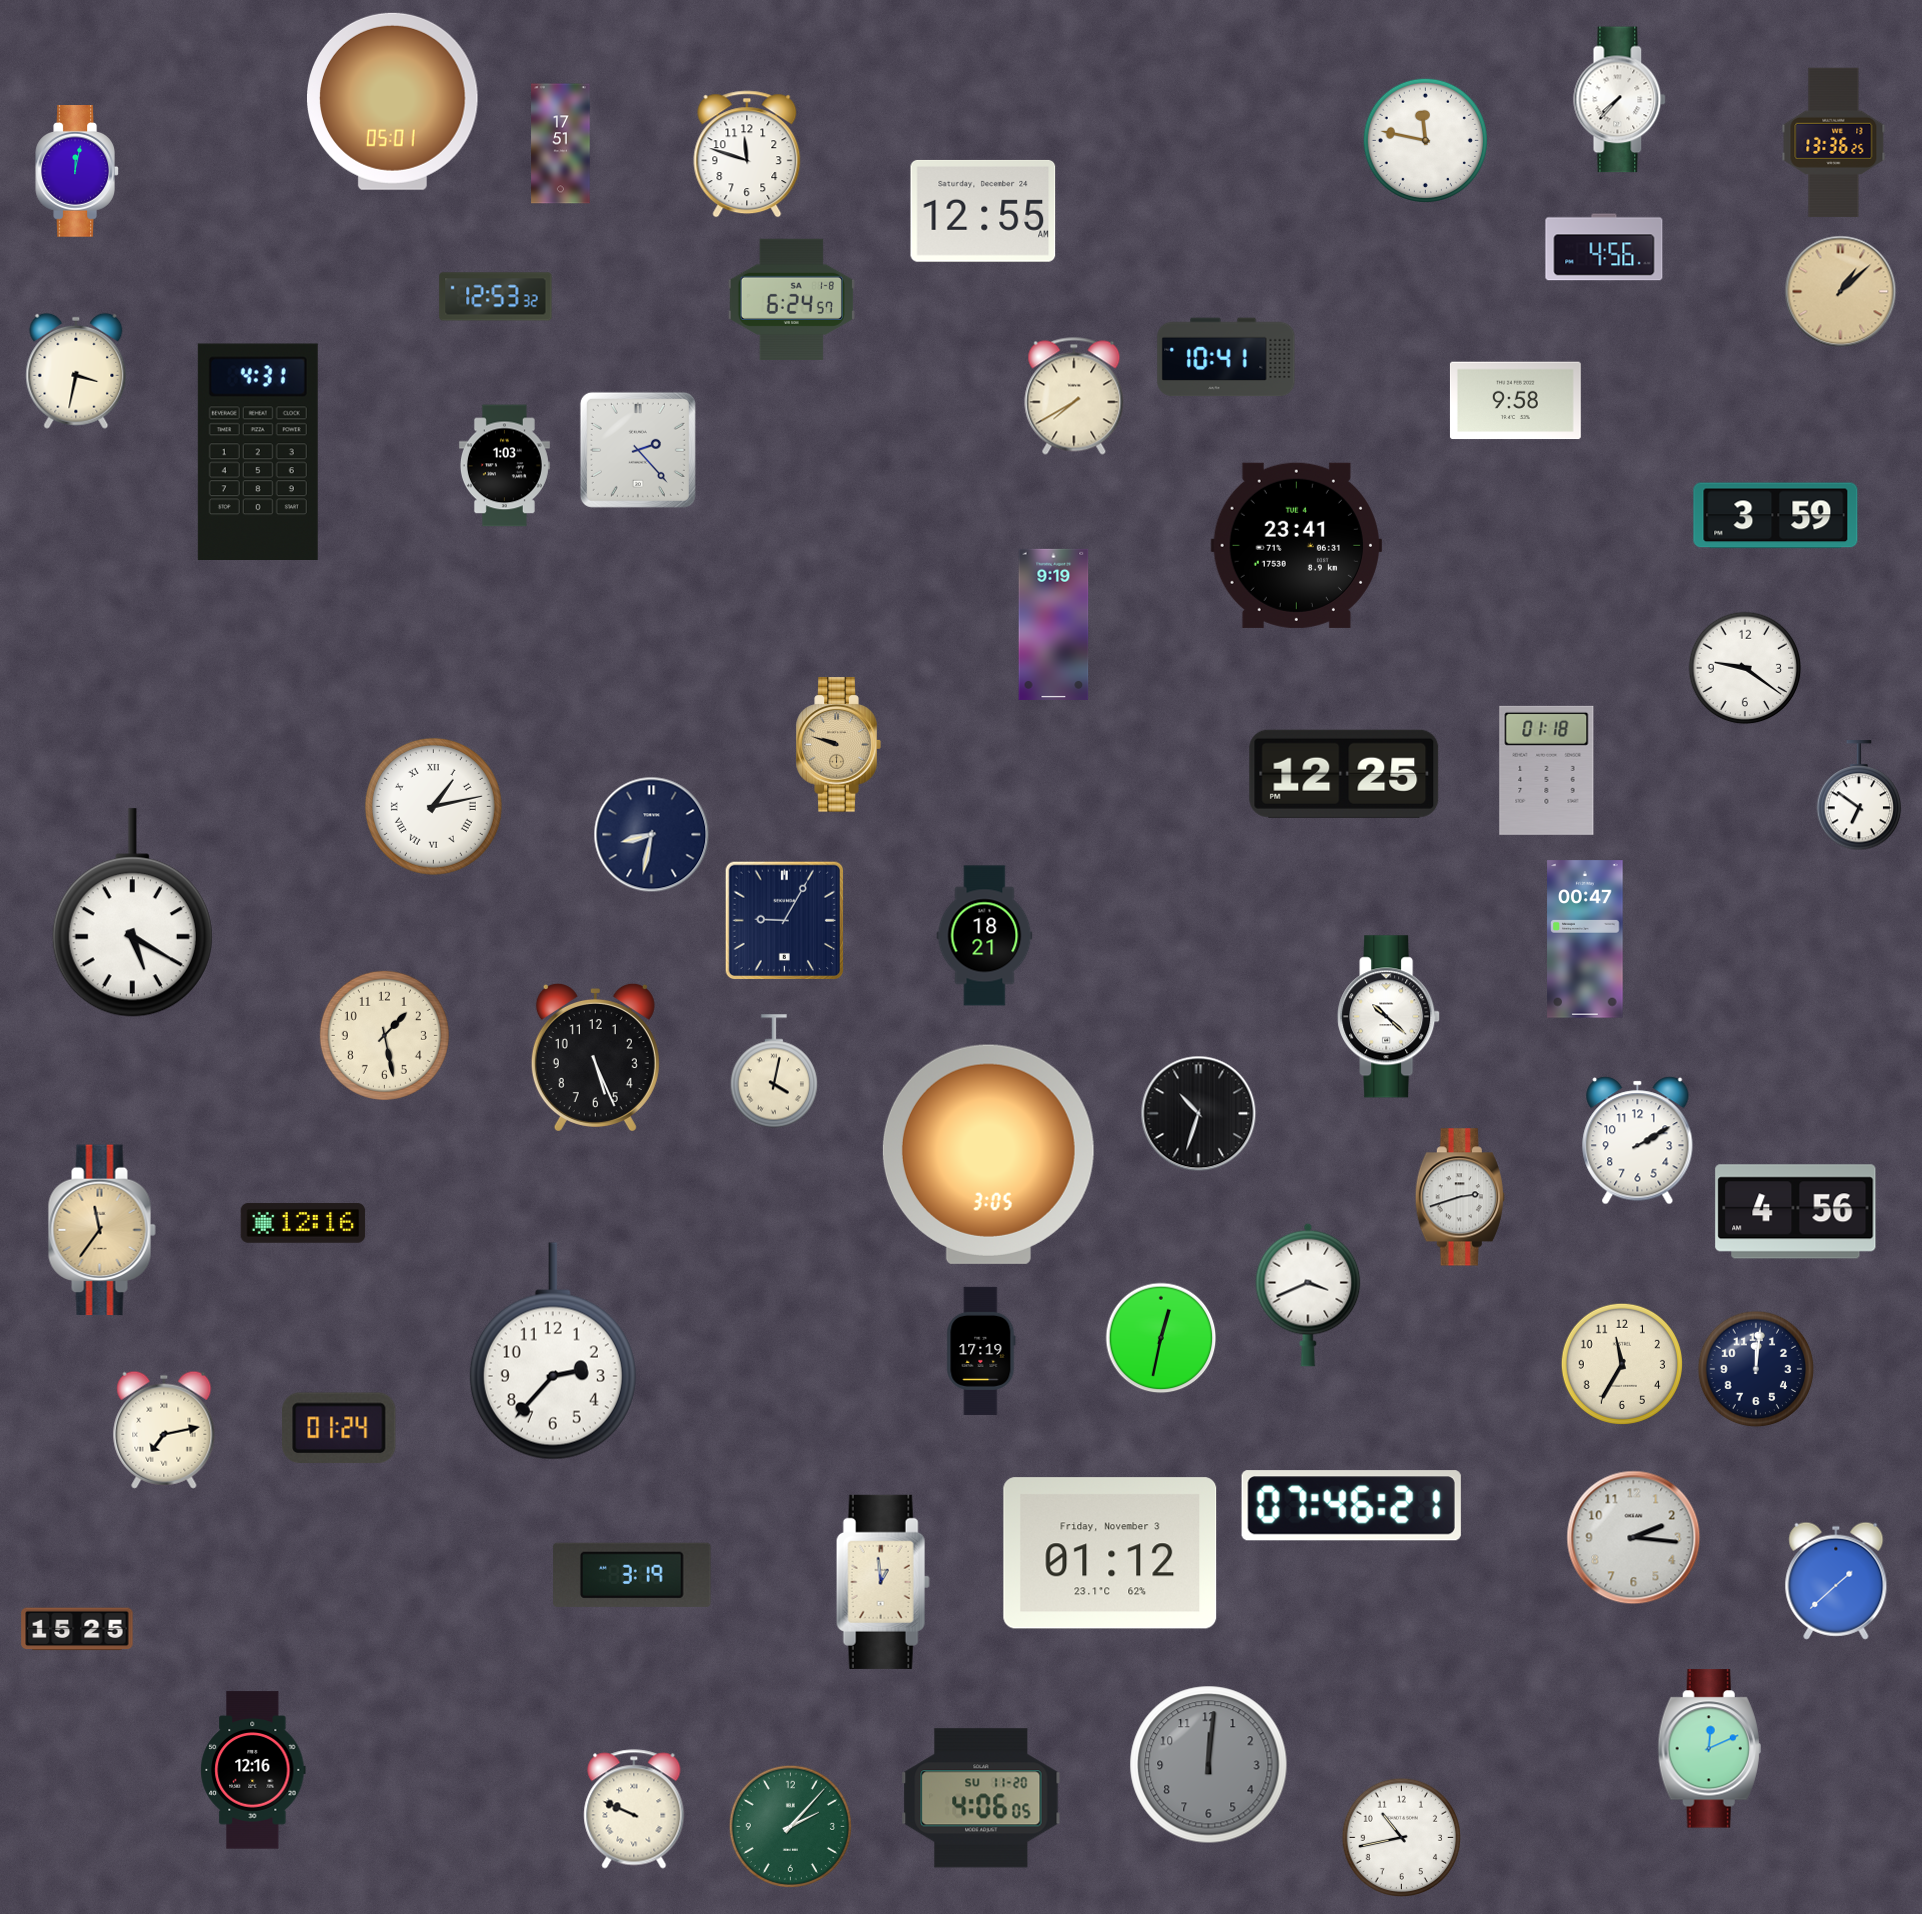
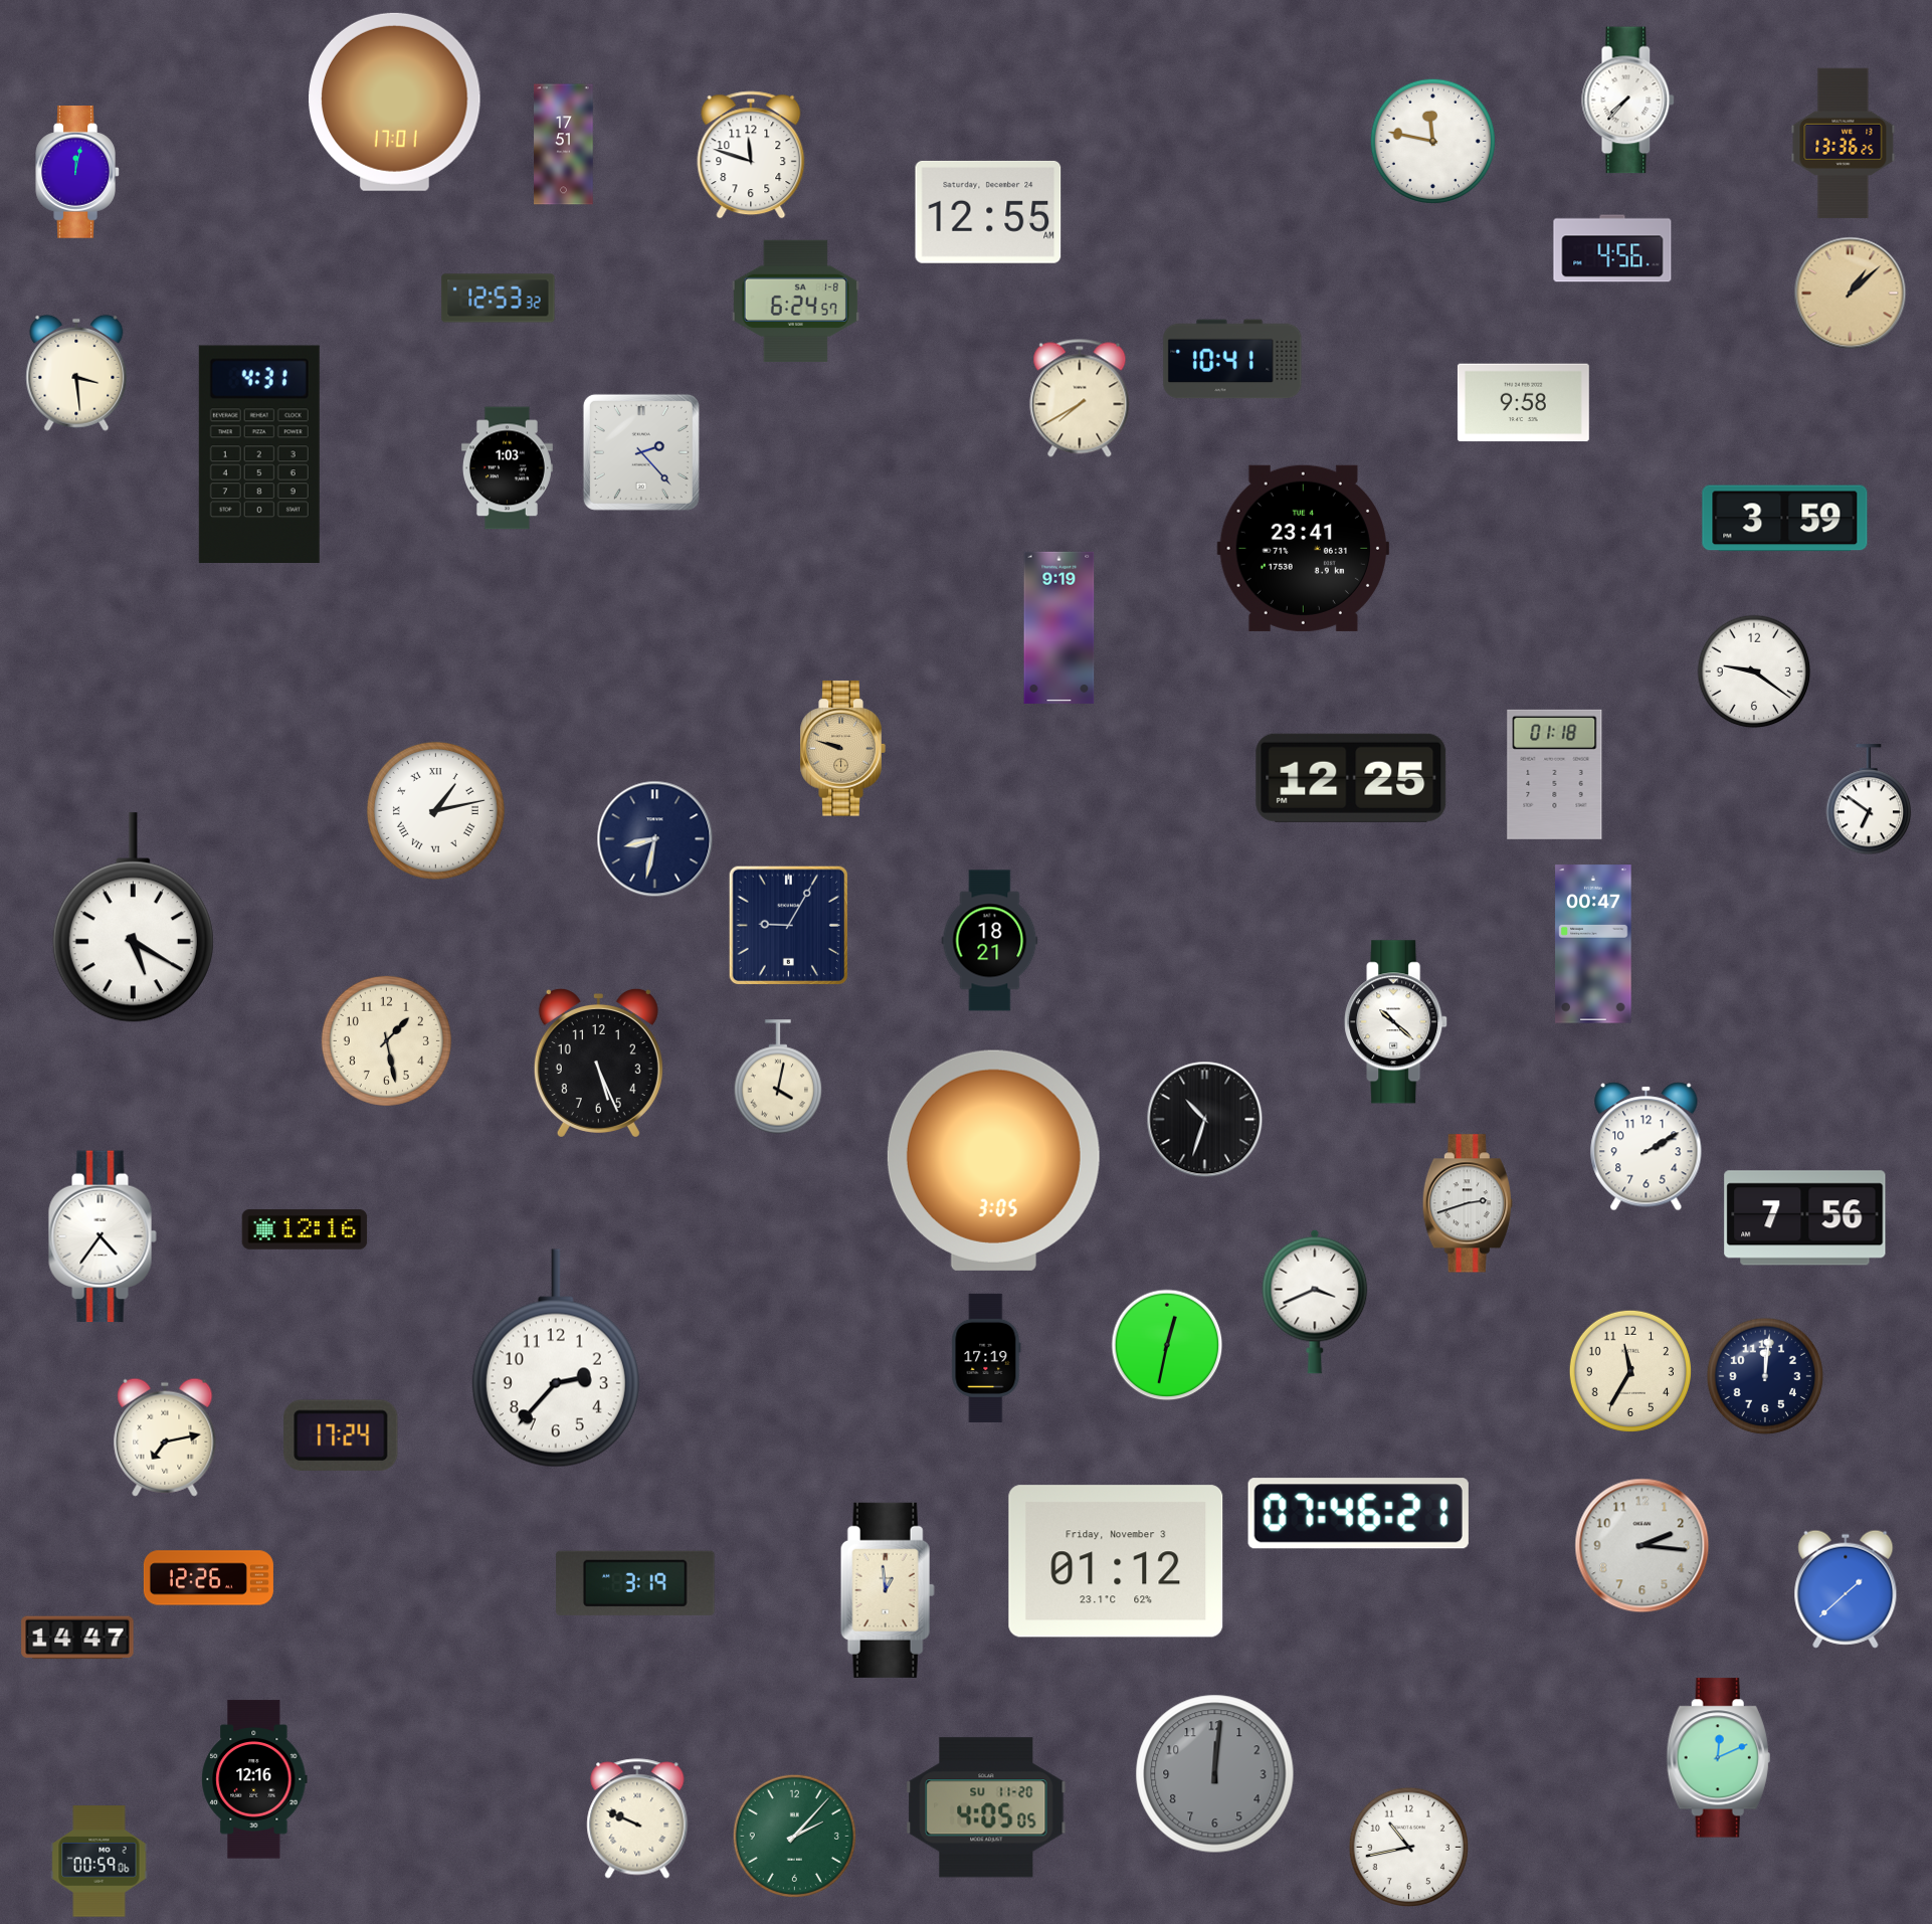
clock at (393, 101): 05:01 -> 17:01
clock at (76, 371): 3:32 -> 3:29
clock at (1796, 1212): 4:56 -> 7:56
clock at (102, 1230): 11:36 -> 4:36
clock at (102, 1230) dial: champagne -> white
clock at (339, 1427): 01:24 -> 17:24
clock at (208, 1578): none -> 12:26
clock at (77, 1629): 15:25 -> 14:47
clock at (981, 1798): 4:06 -> 4:05
clock at (100, 1862): none -> 00:59
